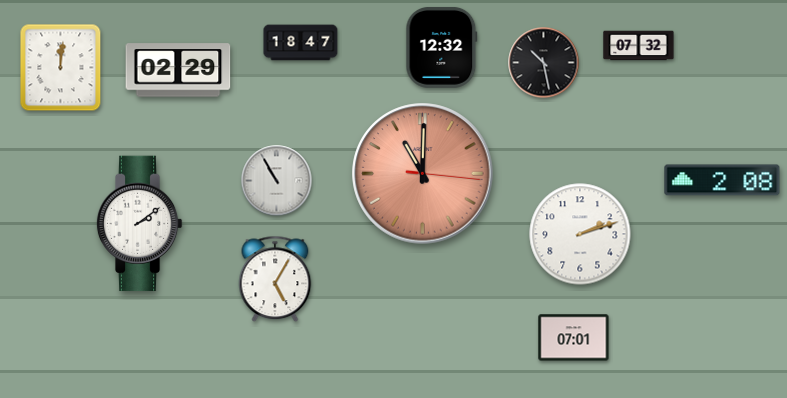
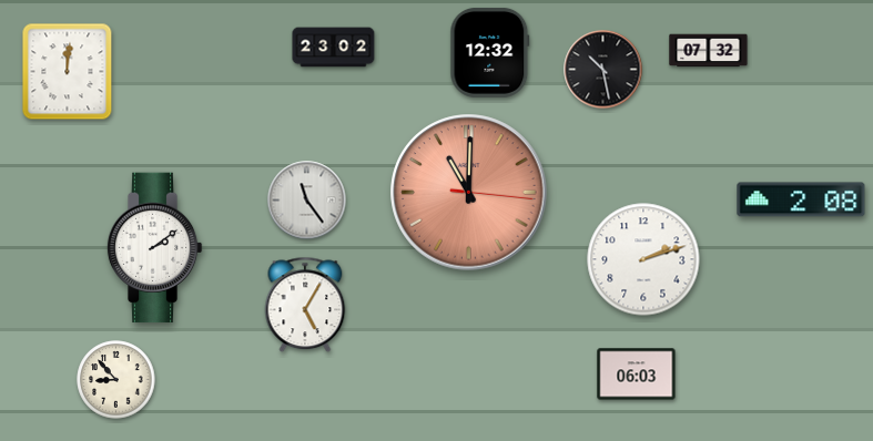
clock at (301, 43): 18:47 -> 23:02
clock at (61, 68) position: (61, 68) -> (68, 72)
clock at (178, 70): 02:29 -> none
clock at (277, 181): 10:55 -> 11:24
clock at (275, 279) position: (275, 279) -> (305, 305)
clock at (574, 338): 07:01 -> 06:03
clock at (116, 380): none -> 8:53
